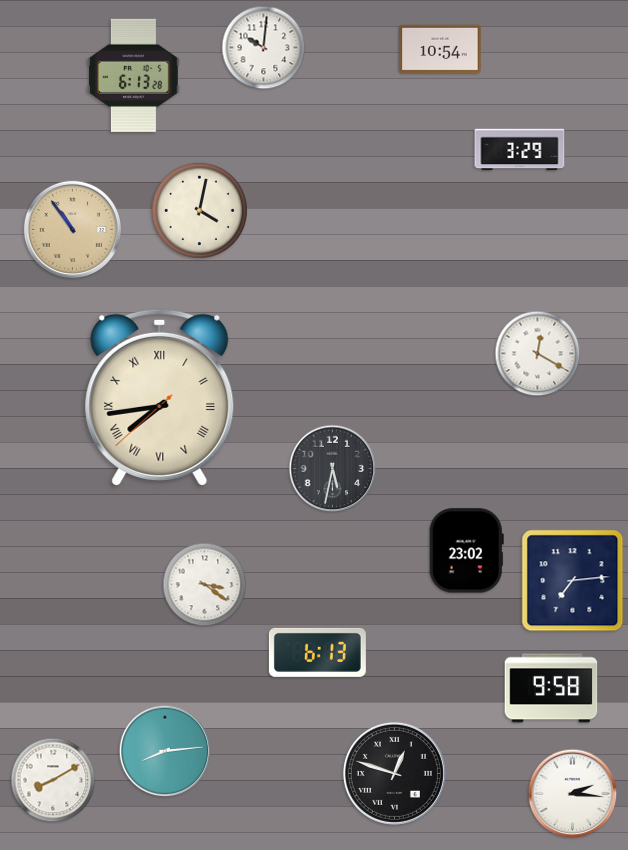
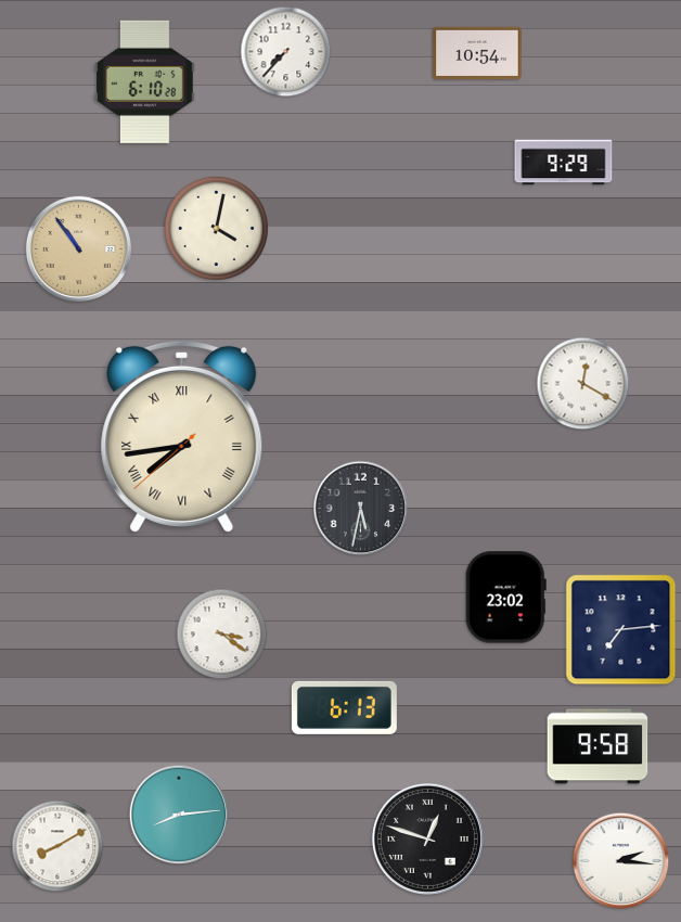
clock at (264, 48): 10:01 -> 7:37
clock at (134, 75): 6:13 -> 6:10
clock at (520, 150): 3:29 -> 9:29
clock at (160, 397) position: (160, 397) -> (182, 436)
